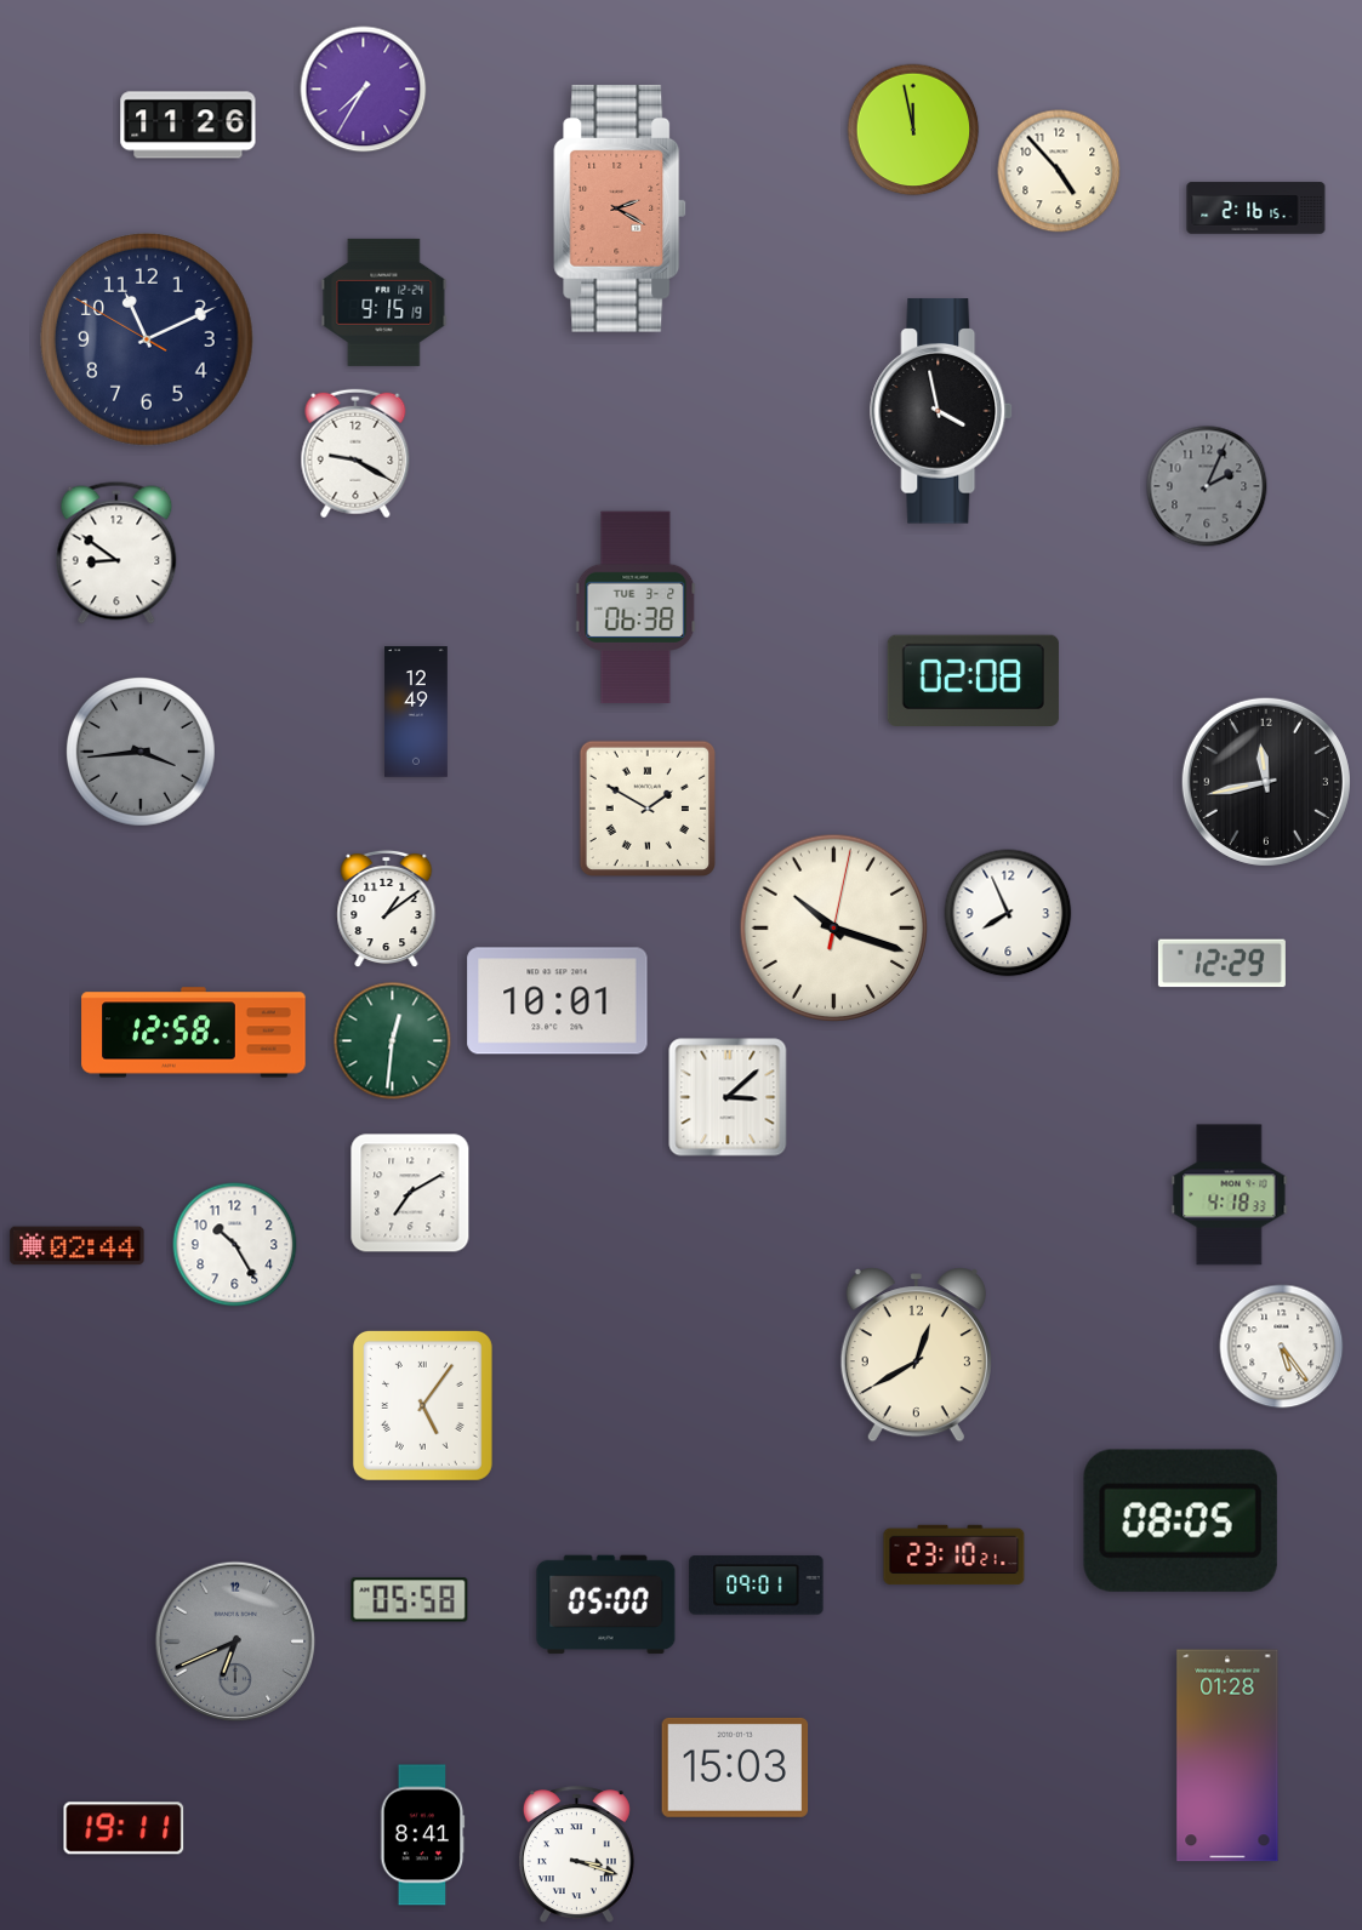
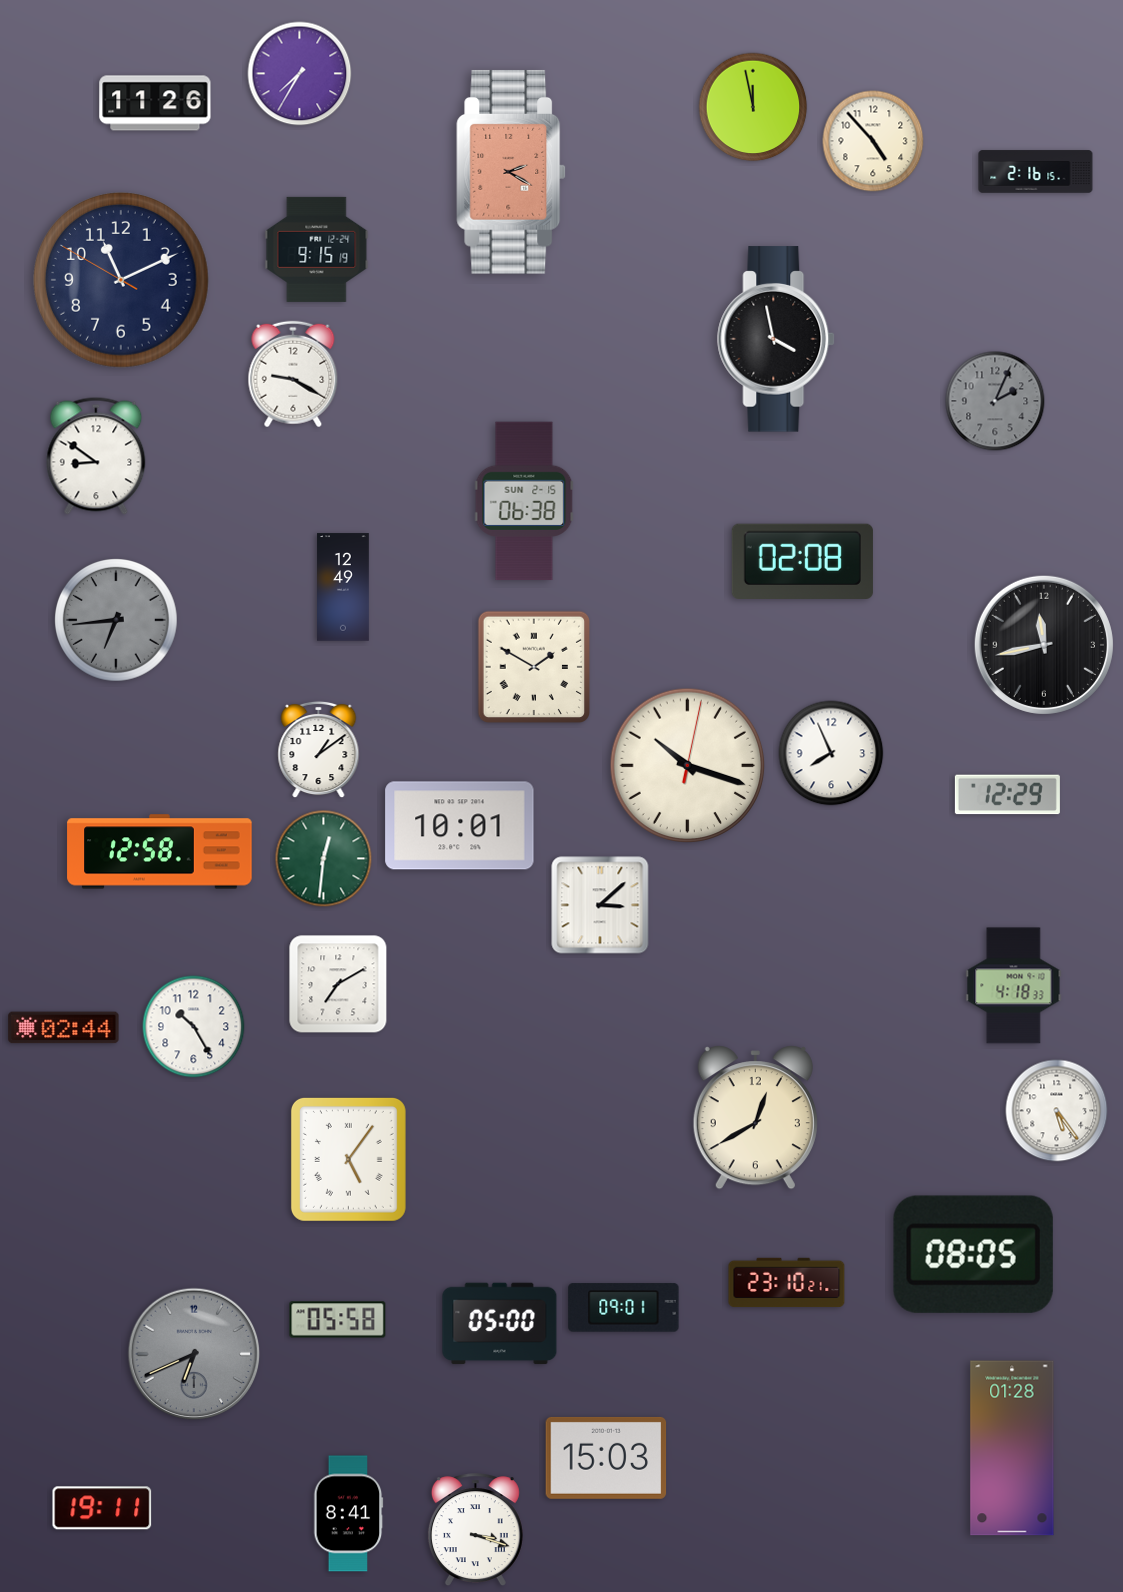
clock at (636, 607) date: TUE 3-2 -> SUN 2-15
clock at (141, 752): 3:44 -> 6:44
